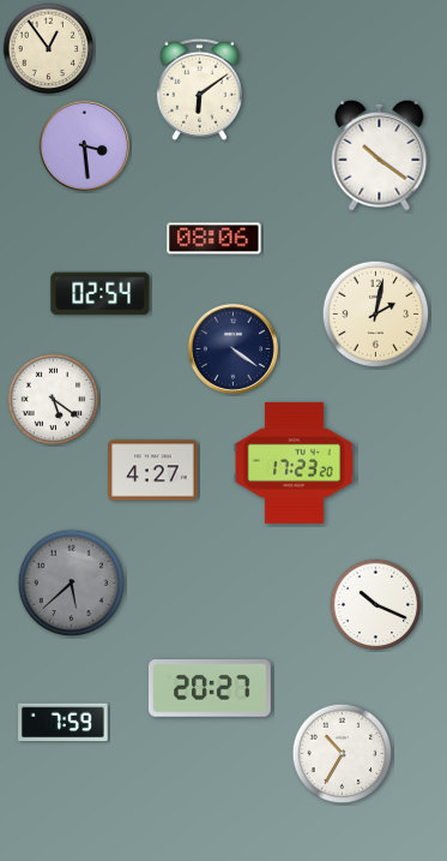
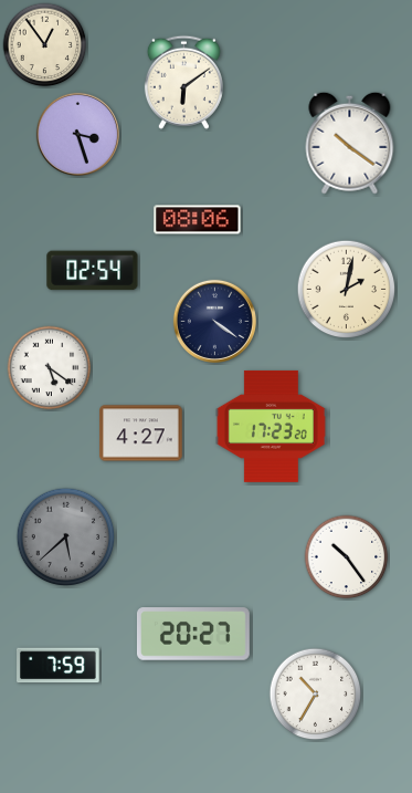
clock at (84, 145): 3:29 -> 3:27
clock at (376, 605): 10:19 -> 10:24
